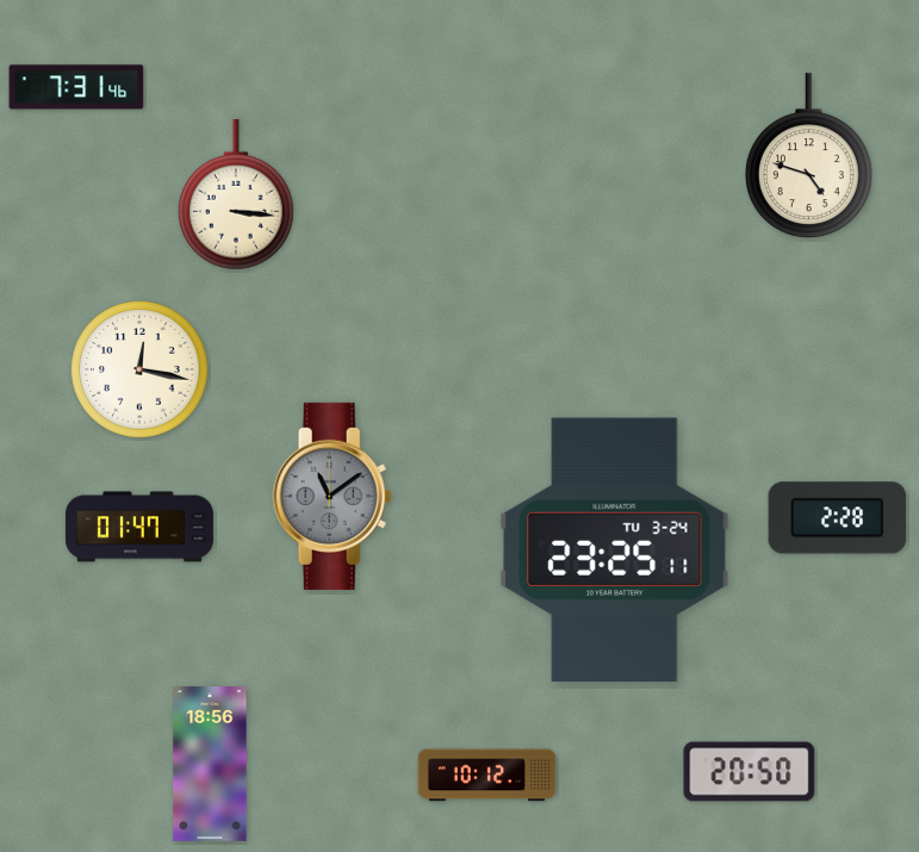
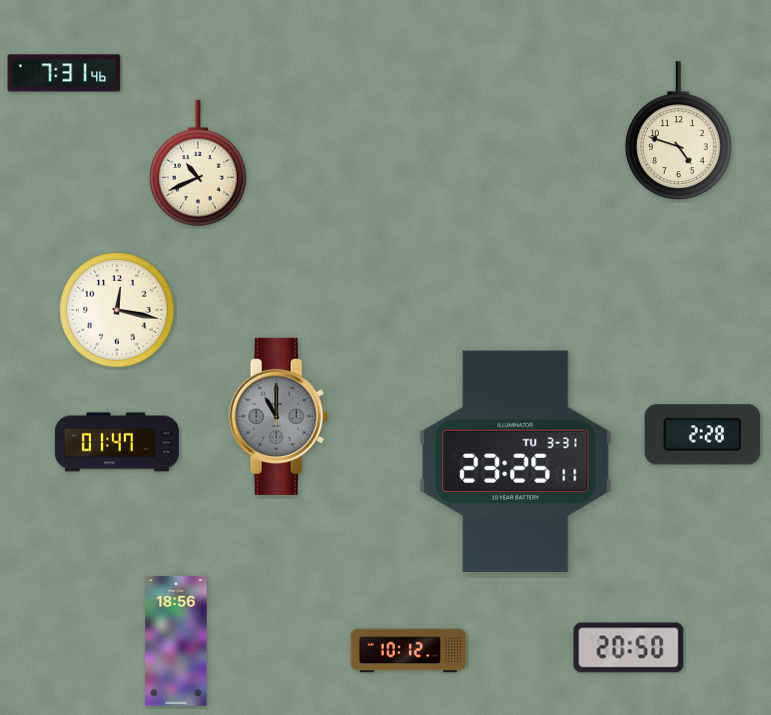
clock at (236, 194): 3:16 -> 10:41
clock at (333, 496): 11:09 -> 11:00
clock at (615, 549) date: TU 3-24 -> TU 3-31
